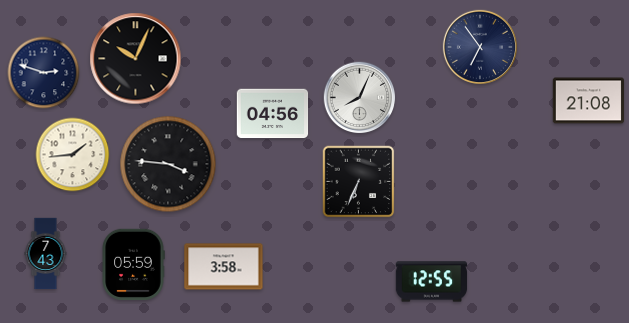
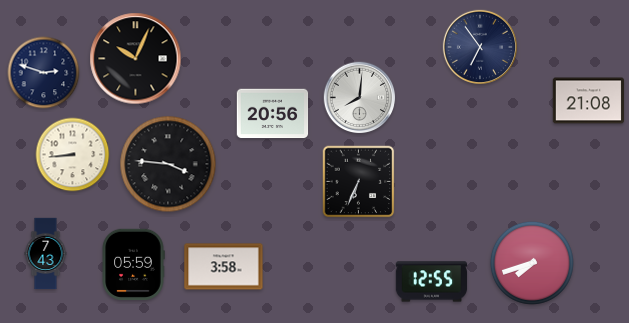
clock at (360, 98): 8:04 -> 8:01
clock at (273, 114): 04:56 -> 20:56
clock at (73, 155): 1:44 -> 8:44
clock at (532, 263): none -> 7:42
